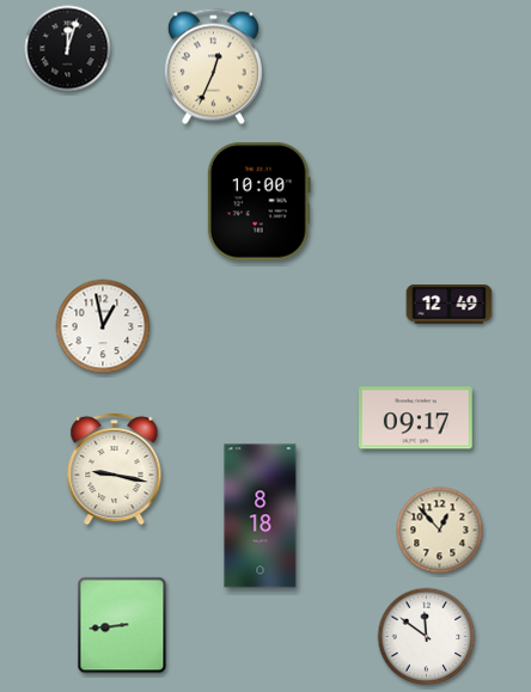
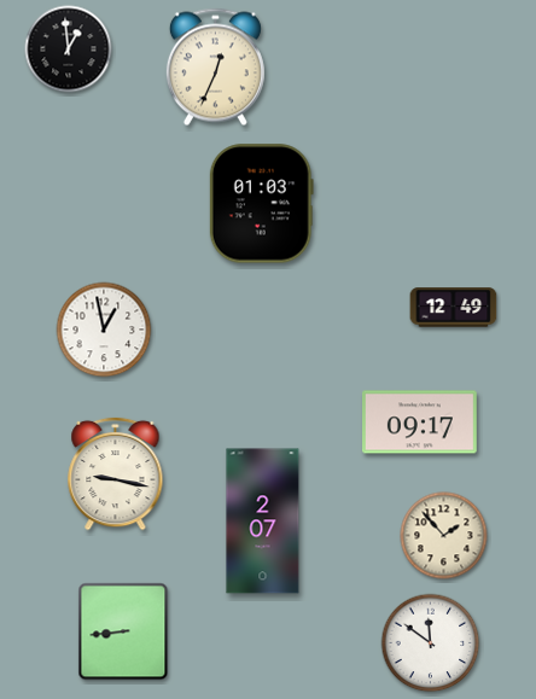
clock at (68, 49): 12:03 -> 12:59
clock at (258, 202): 10:00 -> 01:03
clock at (261, 516): 8:18 -> 2:07
clock at (440, 531): 12:53 -> 1:53
